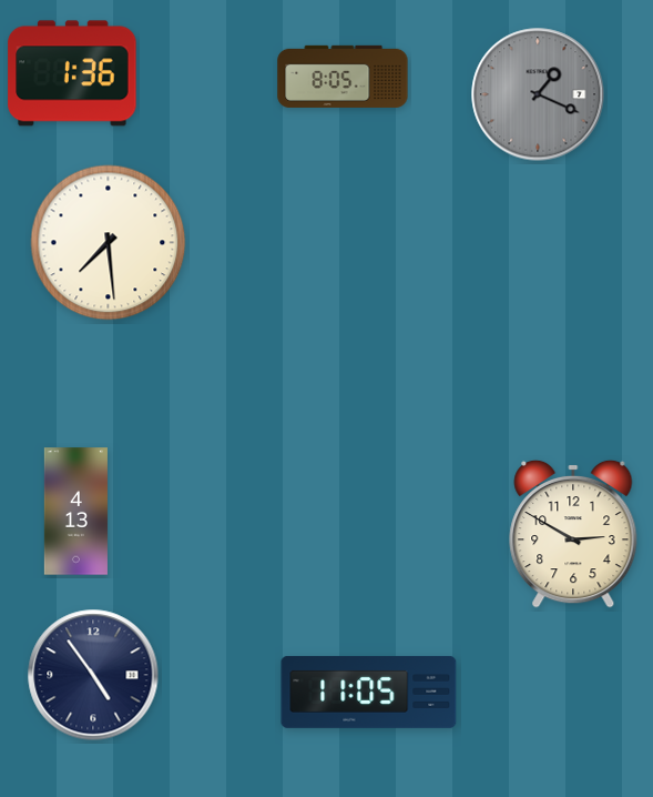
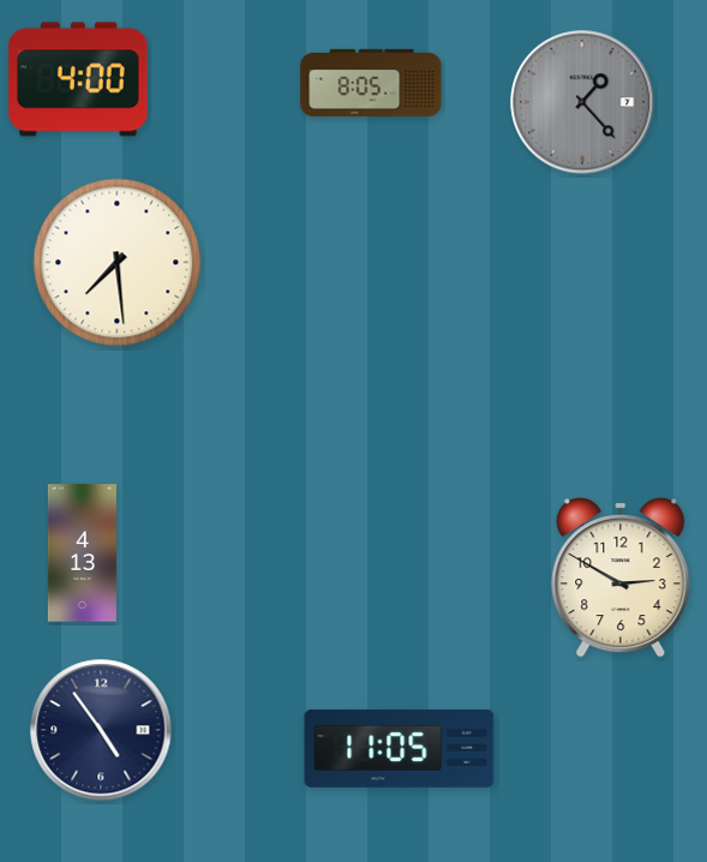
clock at (72, 73): 1:36 -> 4:00
clock at (538, 94): 1:19 -> 1:23
